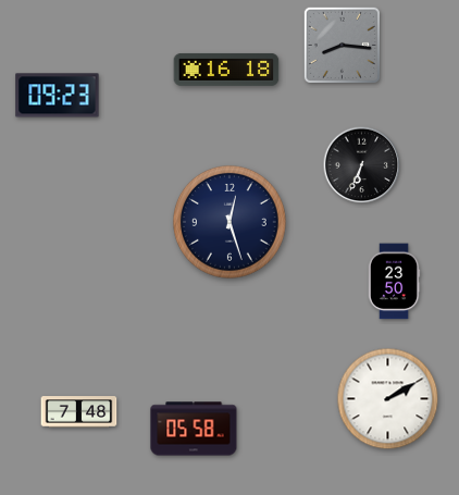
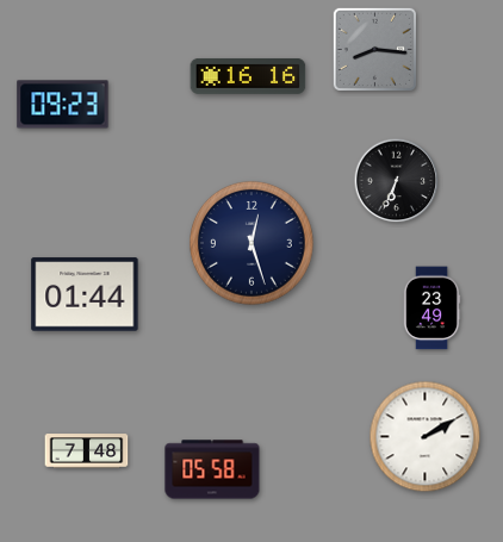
clock at (226, 70): 16:18 -> 16:16
clock at (85, 294): none -> 01:44
clock at (394, 282): 23:50 -> 23:49
